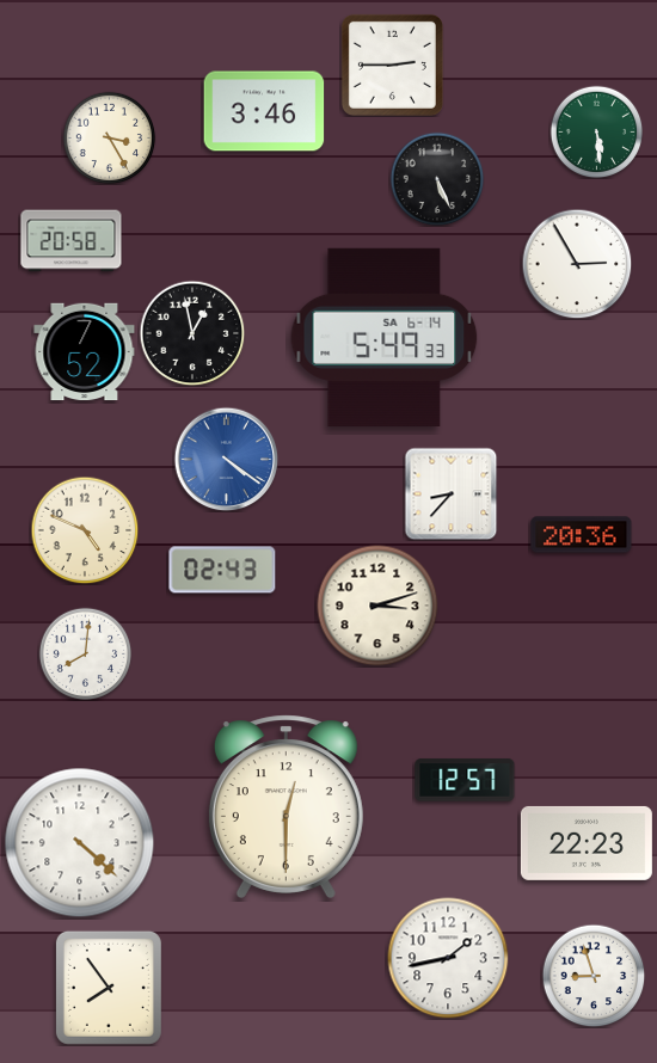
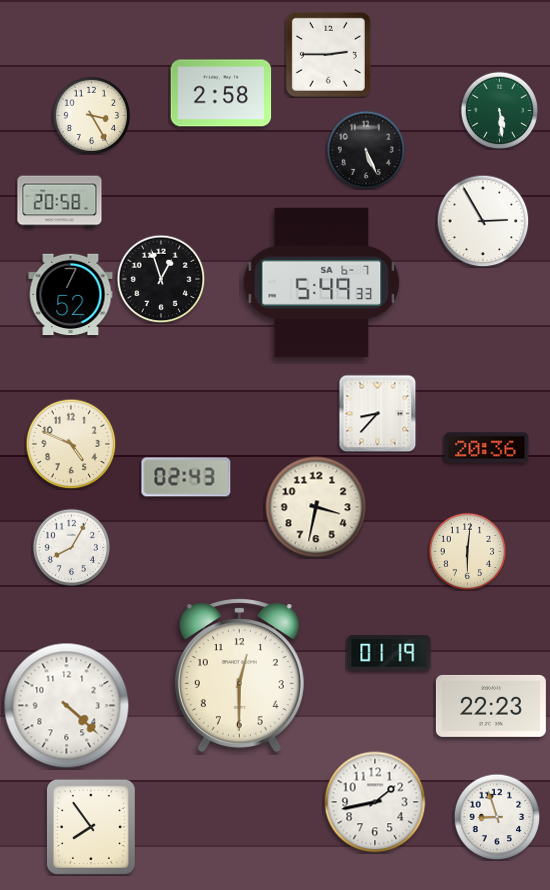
clock at (264, 111): 3:46 -> 2:58
clock at (192, 333): 12:58 -> 12:57
clock at (385, 337) date: SA 6-14 -> SA 6-7
clock at (226, 459): 4:21 -> none
clock at (377, 606): 3:12 -> 3:32
clock at (85, 653): 8:01 -> 8:05
clock at (467, 551): none -> 6:01
clock at (465, 780): 12:57 -> 01:19
